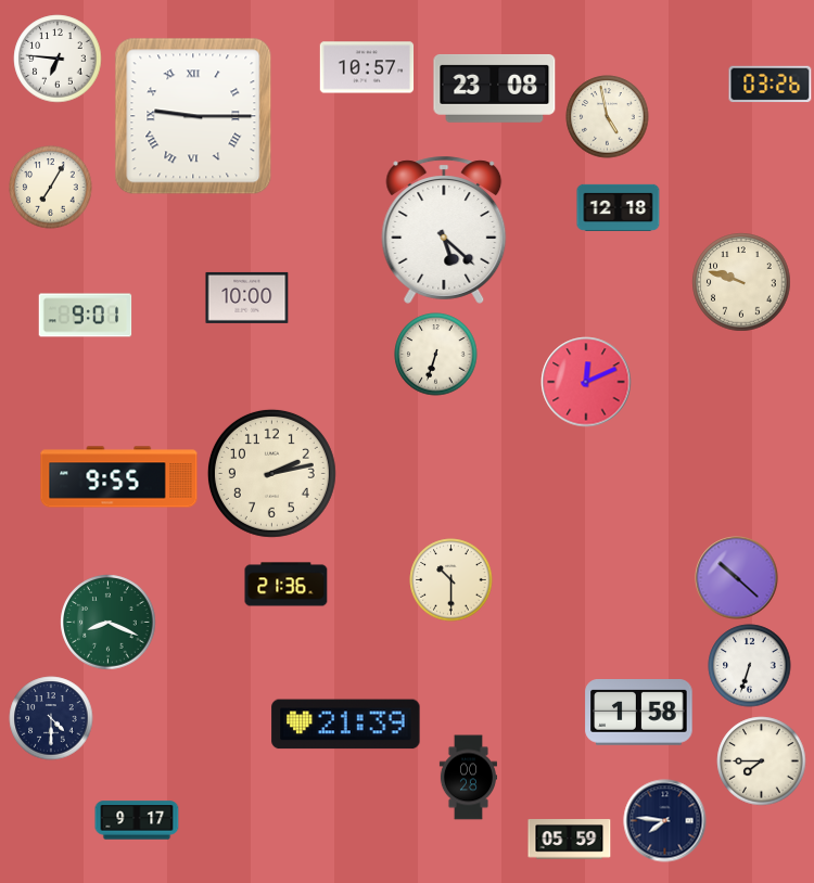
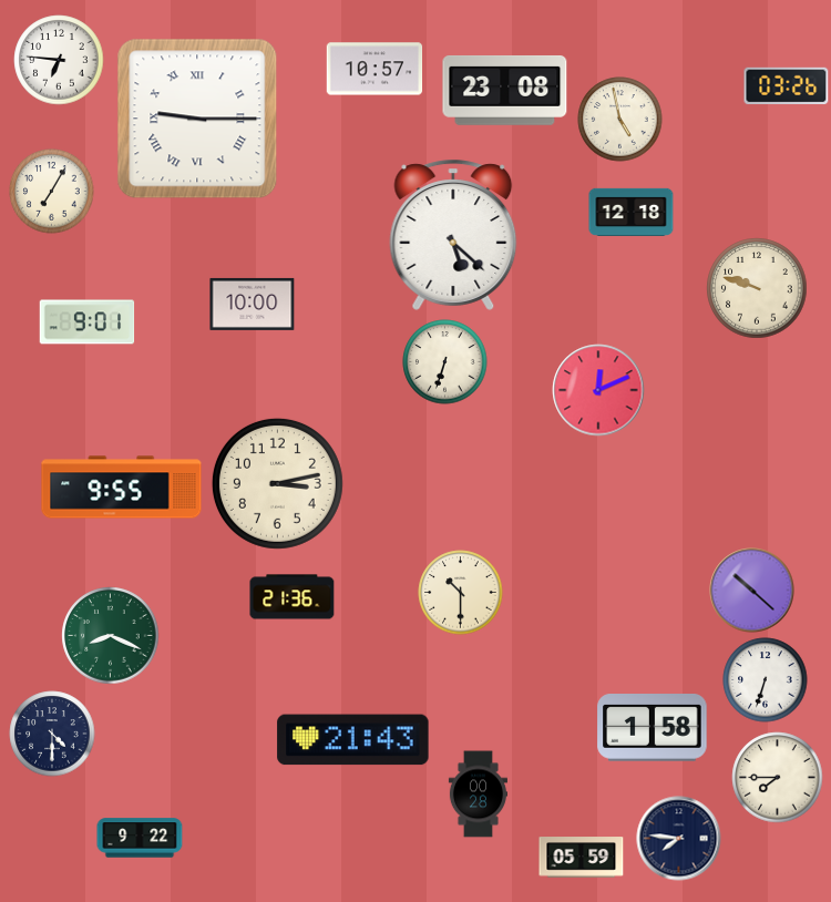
clock at (271, 473): 2:13 -> 3:13
clock at (346, 725): 21:39 -> 21:43
clock at (137, 820): 9:17 -> 9:22
